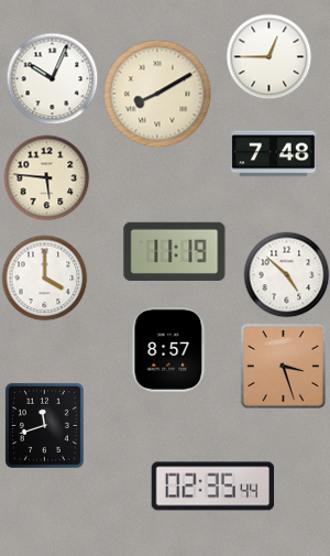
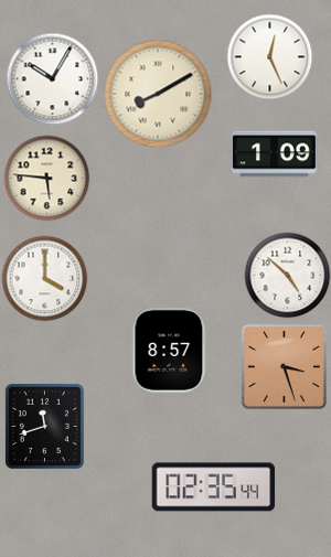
clock at (268, 56): 12:45 -> 12:26
clock at (52, 78): 10:04 -> 10:05
clock at (274, 154): 7:48 -> 1:09
clock at (175, 251): 11:19 -> none
